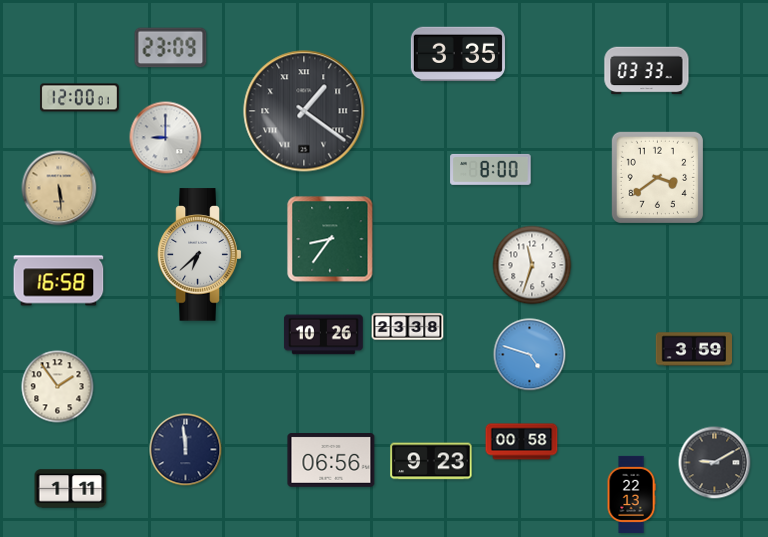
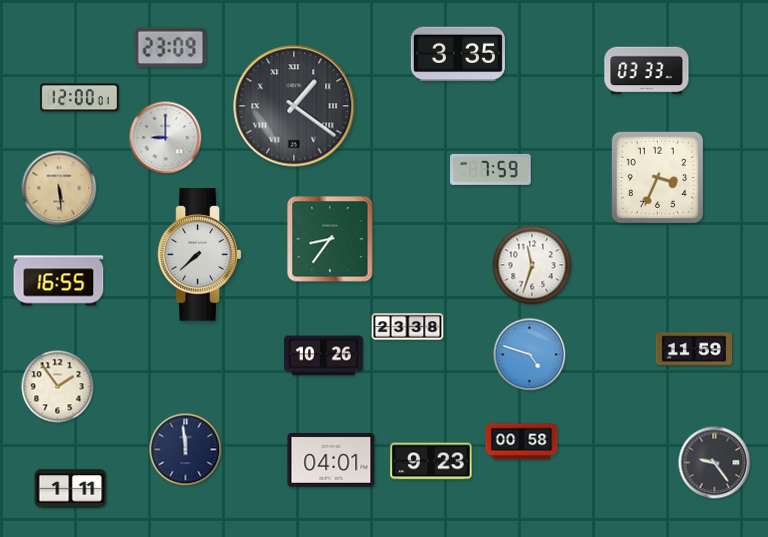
clock at (304, 111) position: (304, 111) -> (294, 106)
clock at (491, 169): 8:00 -> 7:59
clock at (657, 177): 3:39 -> 3:34
clock at (200, 255): 6:38 -> 7:38
clock at (59, 281): 16:58 -> 16:55
clock at (323, 335) position: (323, 335) -> (323, 356)
clock at (693, 349): 3:59 -> 11:59
clock at (331, 461): 06:56 -> 04:01
clock at (715, 463): 9:10 -> 9:24
clock at (631, 494): 22:13 -> none
